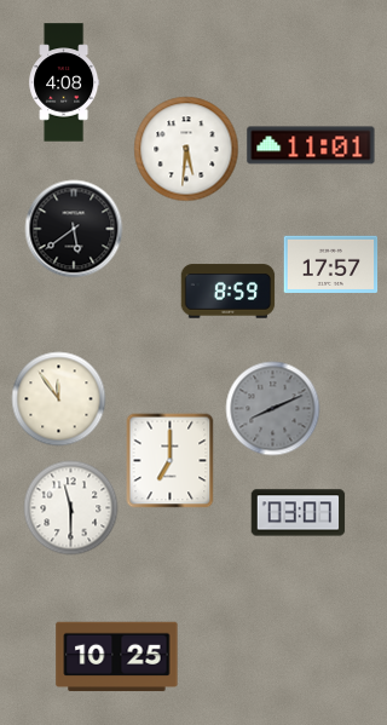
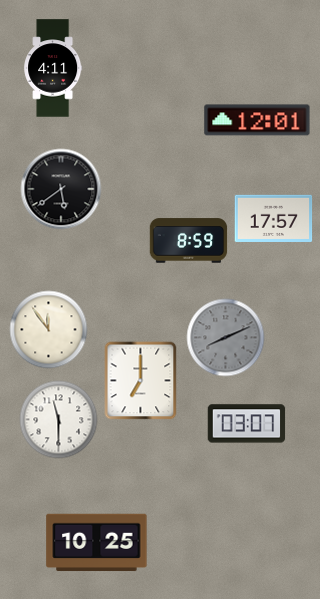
clock at (64, 82): 4:08 -> 4:11
clock at (311, 145): 11:01 -> 12:01
clock at (186, 149): 5:31 -> none
